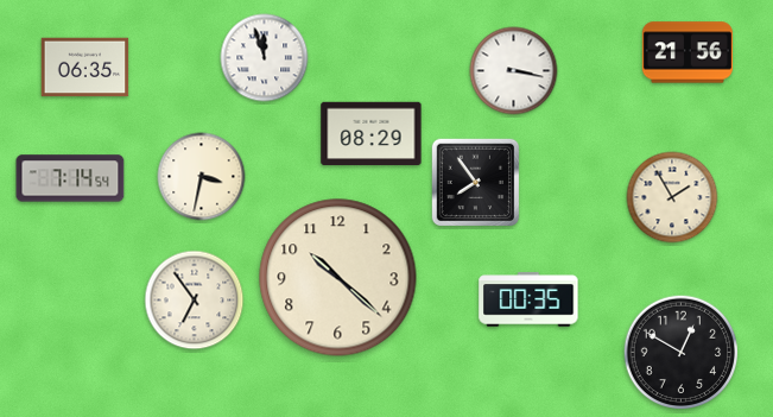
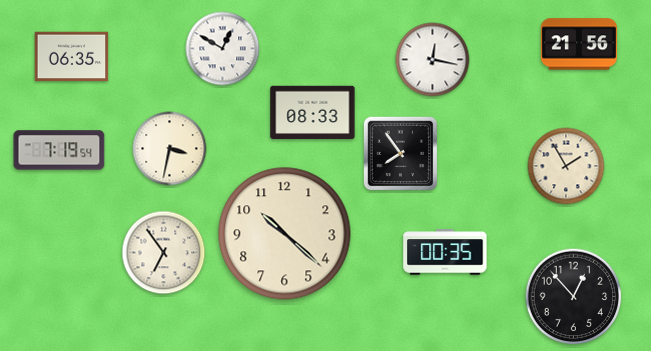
clock at (265, 58): 11:57 -> 12:50
clock at (514, 71): 3:17 -> 12:17
clock at (372, 134): 08:29 -> 08:33
clock at (70, 178): 7:14 -> 7:19
clock at (682, 353): 12:50 -> 12:53
